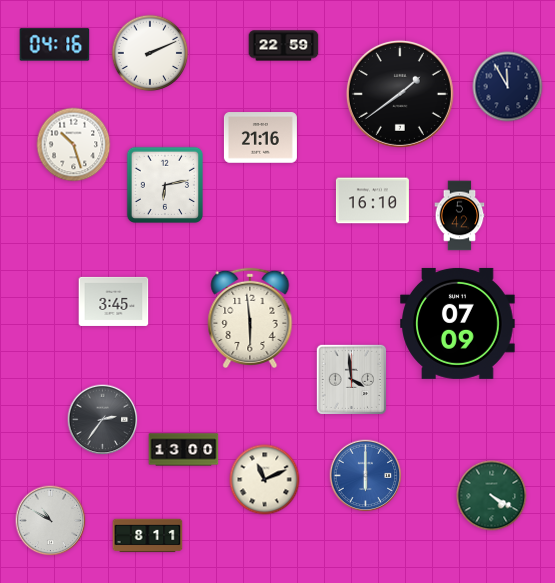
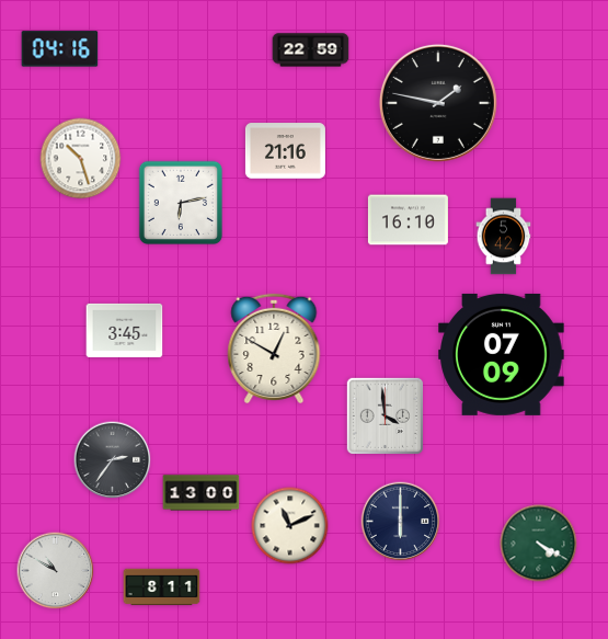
clock at (150, 53): 2:11 -> none
clock at (508, 87): 11:55 -> none
clock at (400, 94): 1:39 -> 1:47
clock at (250, 317): 5:59 -> 12:50
clock at (366, 476) dial: blue -> navy
